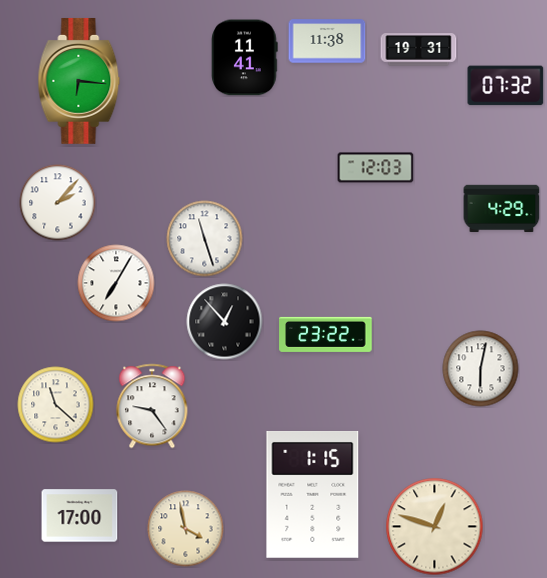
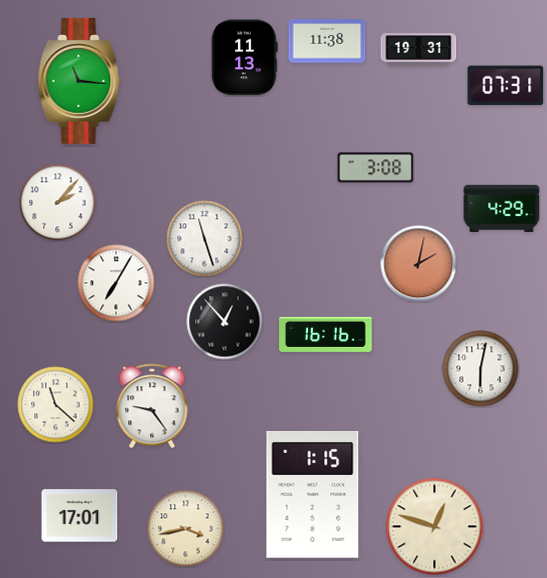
clock at (245, 58): 11:41 -> 11:13
clock at (79, 81): 6:16 -> 11:16
clock at (506, 86): 07:32 -> 07:31
clock at (376, 168): 12:03 -> 3:08
clock at (419, 264): none -> 2:02
clock at (326, 334): 23:22 -> 16:16
clock at (80, 516): 17:00 -> 17:01
clock at (186, 529): 3:58 -> 3:43
